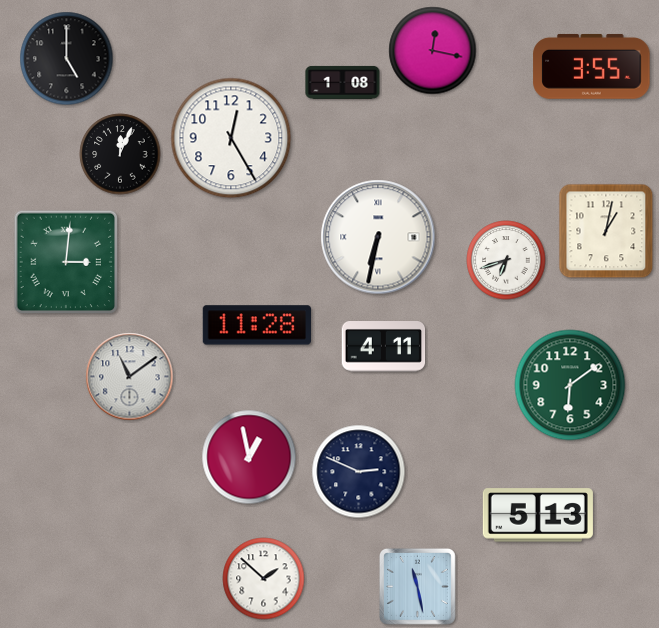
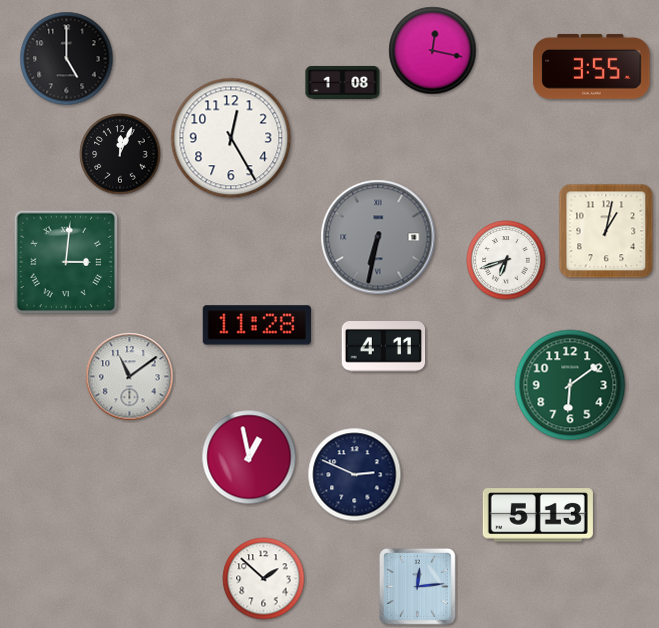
clock at (378, 237) dial: white -> grey
clock at (359, 472) position: (359, 472) -> (355, 475)
clock at (418, 587): 11:28 -> 12:14
